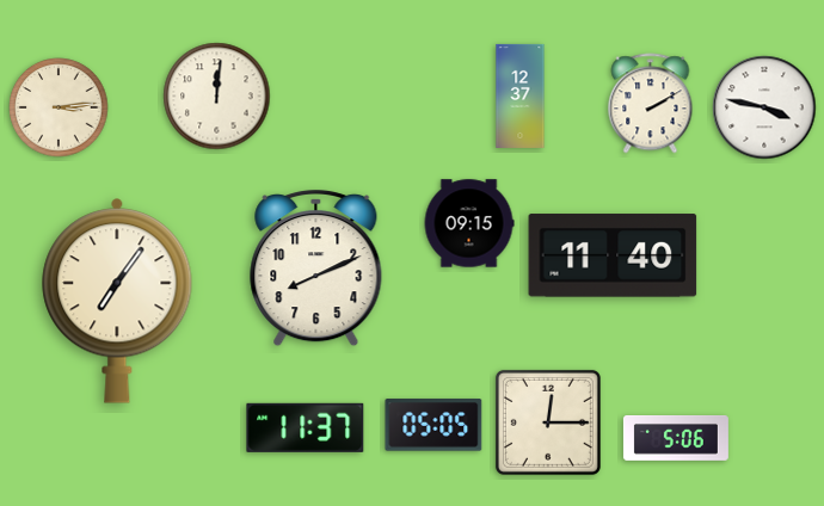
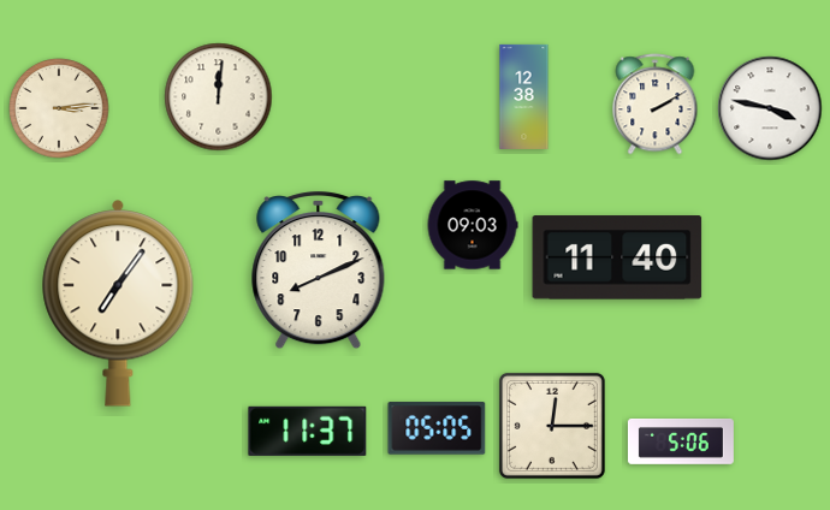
clock at (521, 95): 12:37 -> 12:38
clock at (469, 223): 09:15 -> 09:03
